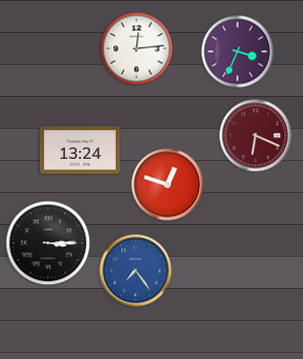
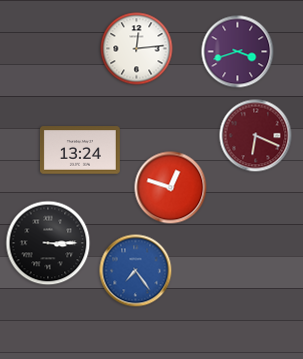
clock at (238, 52): 3:34 -> 3:42
clock at (168, 185) position: (168, 185) -> (171, 188)
